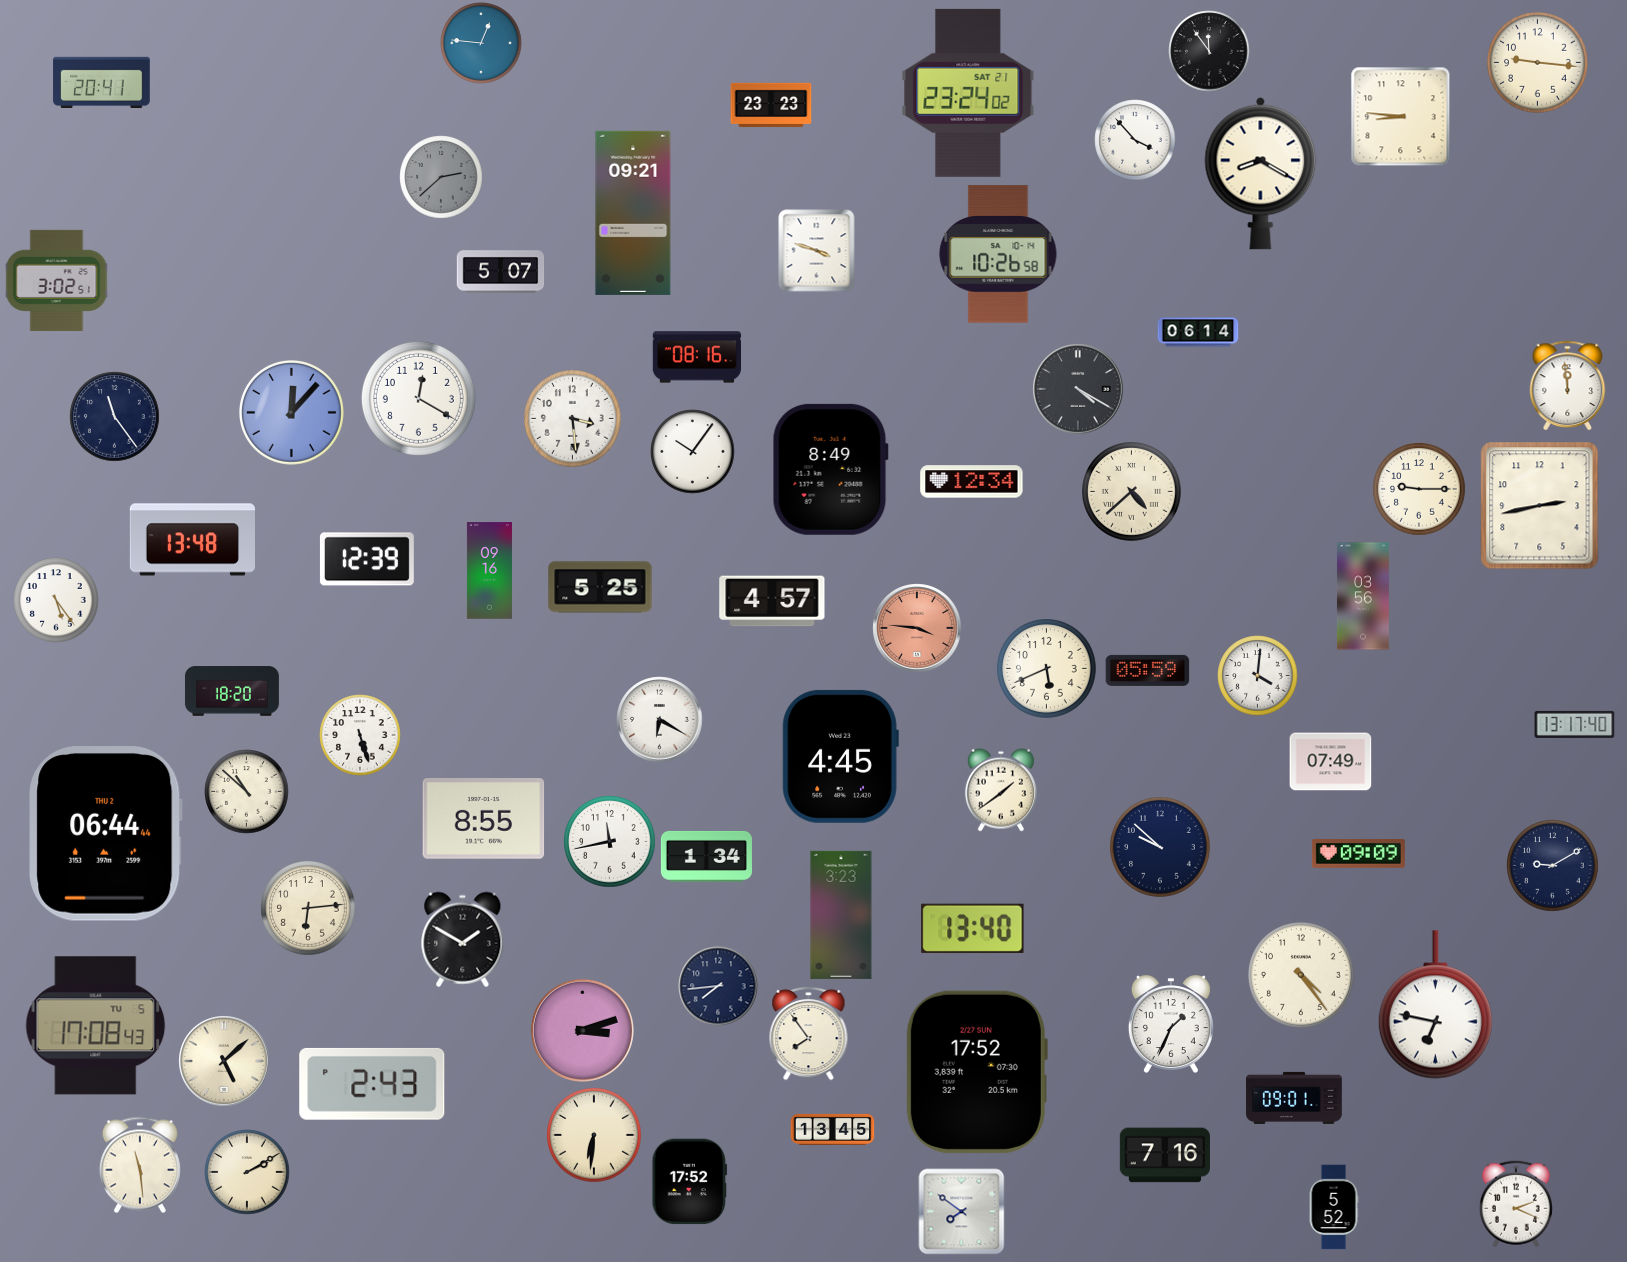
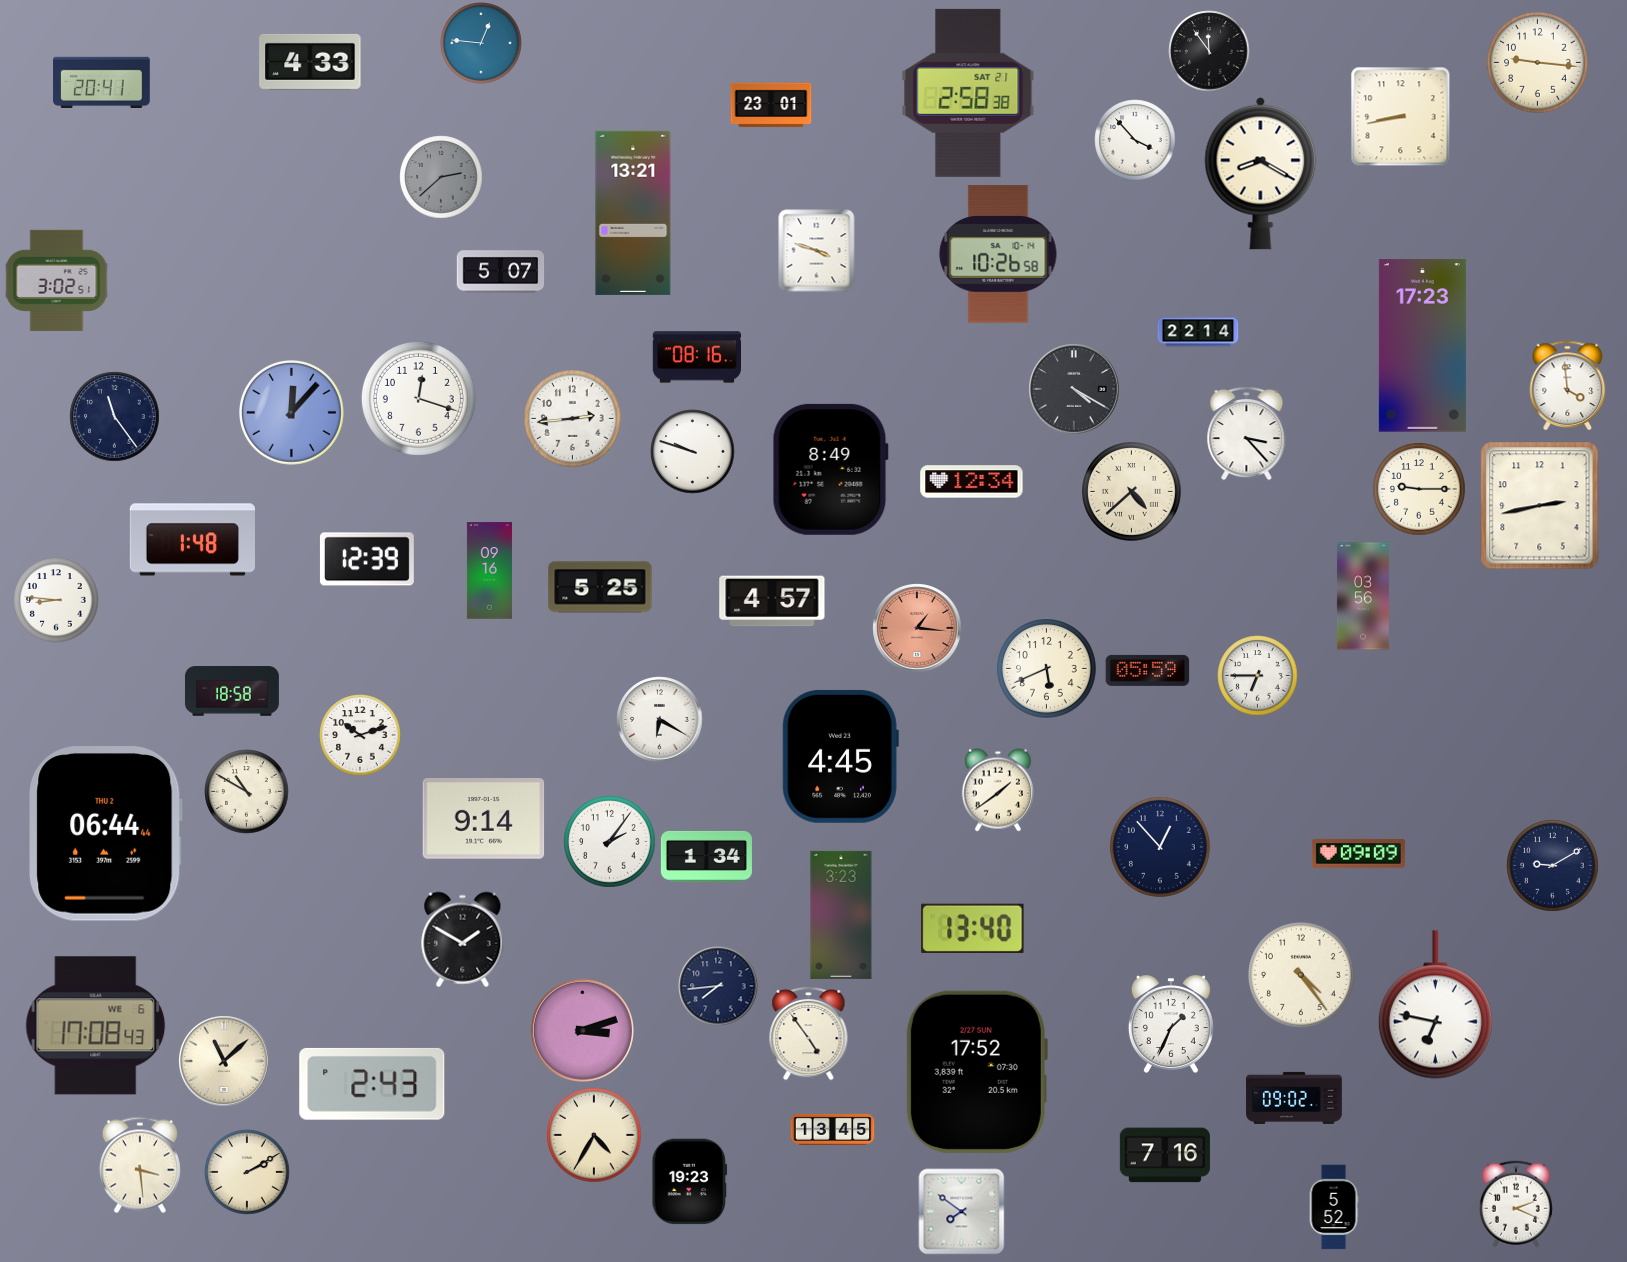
clock at (310, 62): none -> 4:33
clock at (968, 93): 23:24 -> 2:58
clock at (771, 105): 23:23 -> 23:01
clock at (1401, 117): 8:46 -> 8:43
clock at (633, 213): 09:21 -> 13:21
clock at (1198, 332): 06:14 -> 22:14
clock at (1422, 346): none -> 17:23
clock at (1568, 385): 11:59 -> 3:59
clock at (1078, 389) position: (1078, 389) -> (1074, 389)
clock at (418, 398): 12:20 -> 12:18
clock at (573, 419): 3:29 -> 2:44
clock at (1247, 433): none -> 3:23
clock at (693, 452): 10:06 -> 9:48
clock at (192, 540): 13:48 -> 1:48
clock at (56, 600): 5:24 -> 8:46
clock at (917, 628): 3:46 -> 1:16
clock at (1258, 676): 4:01 -> 6:45
clock at (232, 691): 18:20 -> 18:58
clock at (1575, 724): 13:17 -> none
clock at (360, 735): 5:27 -> 10:12
clock at (1331, 762): 07:49 -> none
clock at (1001, 790) position: (1001, 790) -> (998, 790)
clock at (247, 792): 10:52 -> 10:50
clock at (484, 819): 8:55 -> 9:14
clock at (610, 842): 11:43 -> 2:06
clock at (1161, 848): 9:52 -> 12:53
clock at (308, 908): 6:14 -> none
clock at (96, 1026) date: TU 5 -> WE 6
clock at (809, 1033): 7:54 -> 4:54
clock at (224, 1061): 5:08 -> 11:08
clock at (1294, 1098): 09:01 -> 09:02
clock at (594, 1135): 6:31 -> 4:35
clock at (140, 1165): 11:29 -> 3:29
clock at (690, 1182): 17:52 -> 19:23
